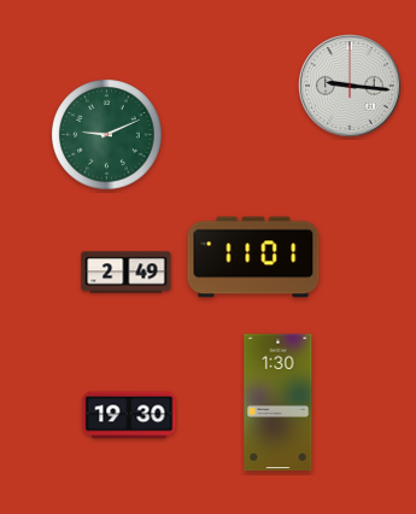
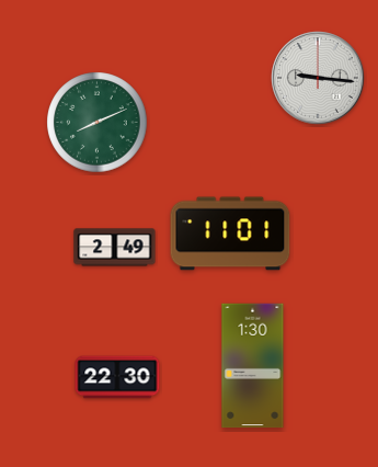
clock at (107, 135): 9:11 -> 8:11
clock at (129, 415): 19:30 -> 22:30
